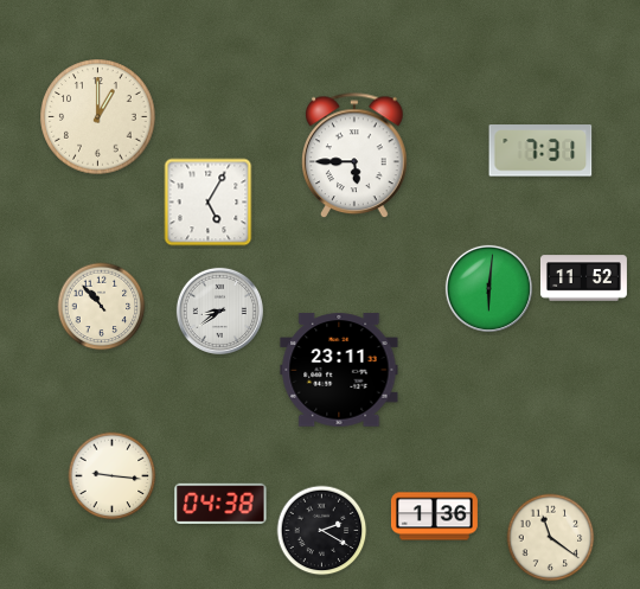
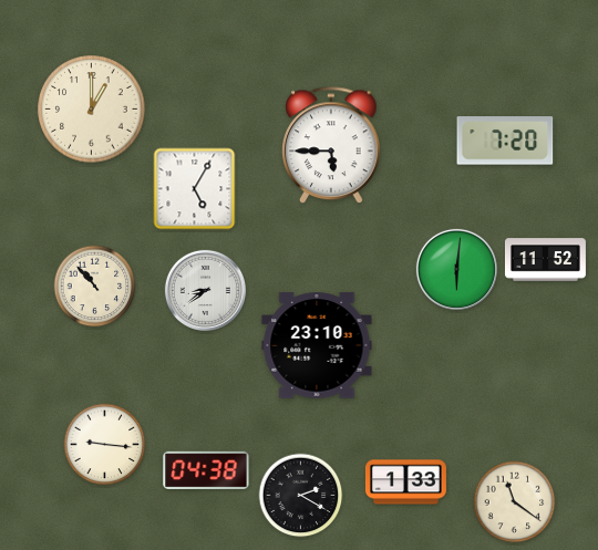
clock at (540, 151): 7:31 -> 7:20
clock at (339, 370): 23:11 -> 23:10
clock at (434, 517): 1:36 -> 1:33
